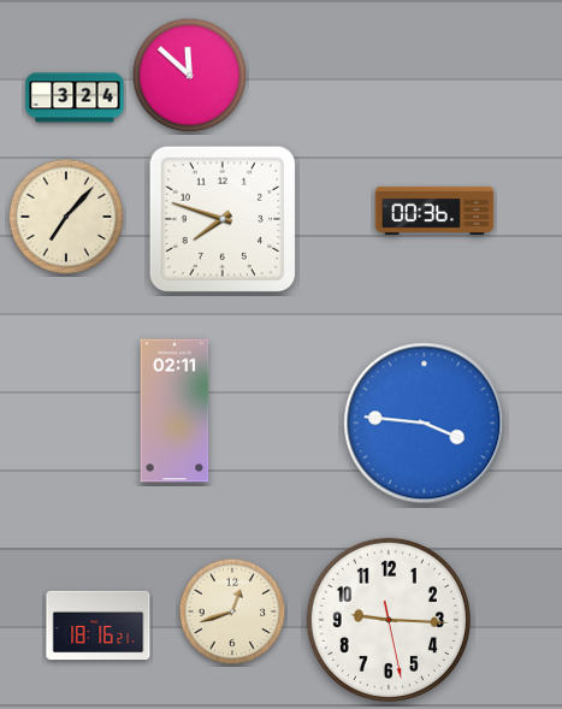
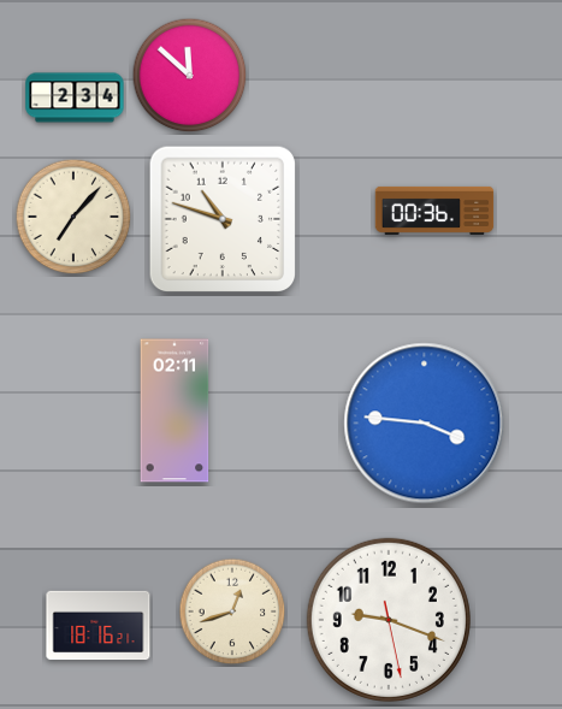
clock at (75, 98): 3:24 -> 2:34
clock at (66, 217) position: (66, 217) -> (73, 217)
clock at (223, 219): 7:48 -> 10:48
clock at (389, 620): 9:15 -> 9:18
